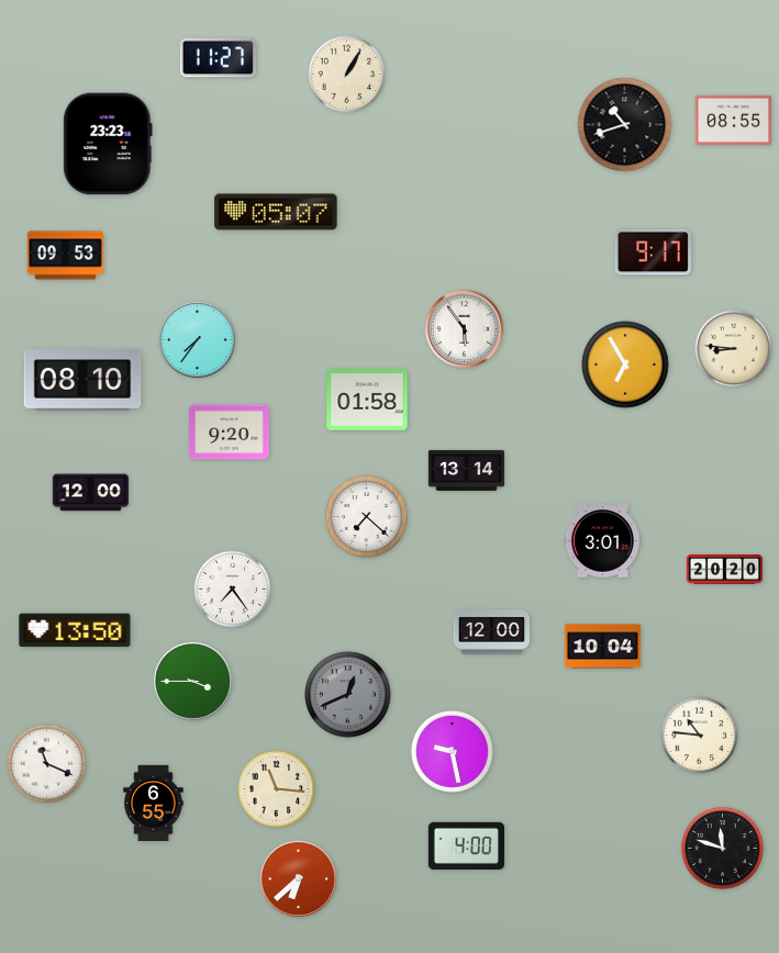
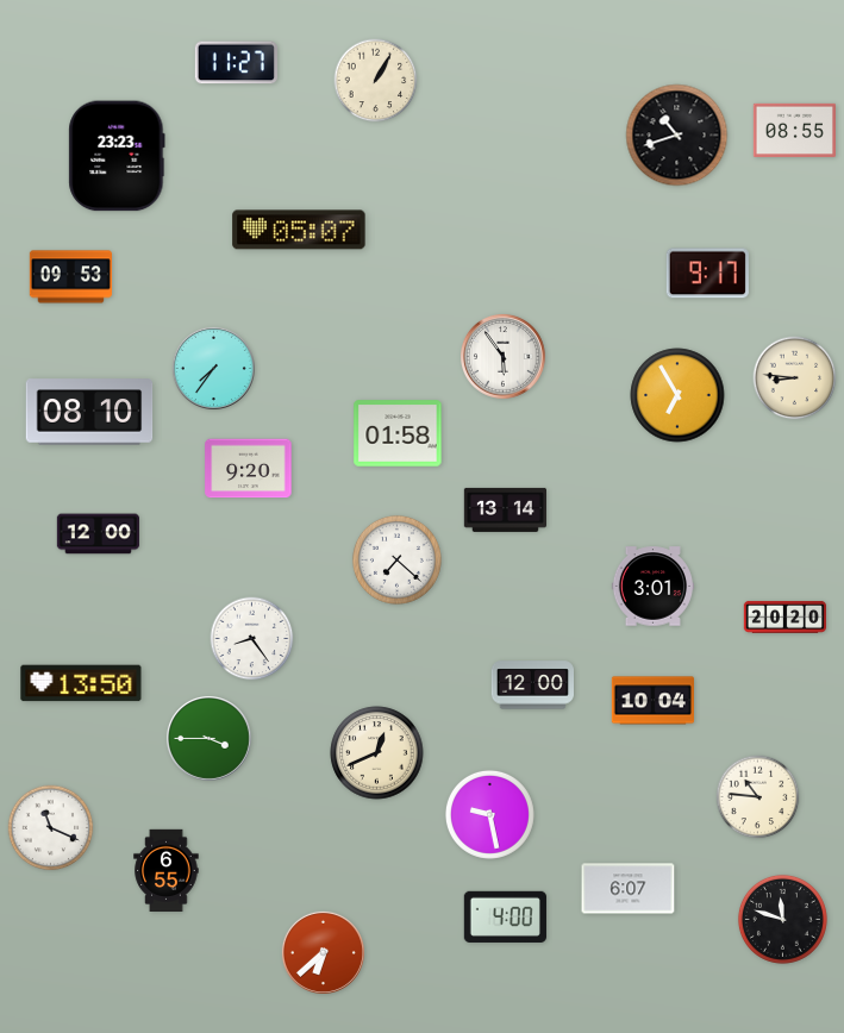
clock at (233, 590): 7:24 -> 8:24
clock at (348, 695) dial: grey -> cream
clock at (277, 789): 11:16 -> none
clock at (629, 889): none -> 6:07
